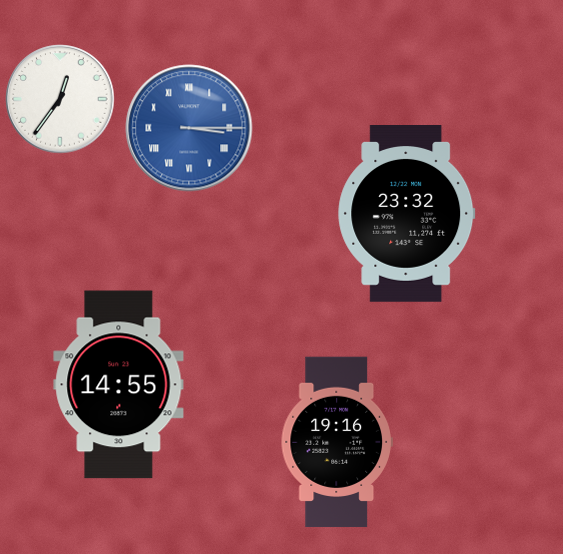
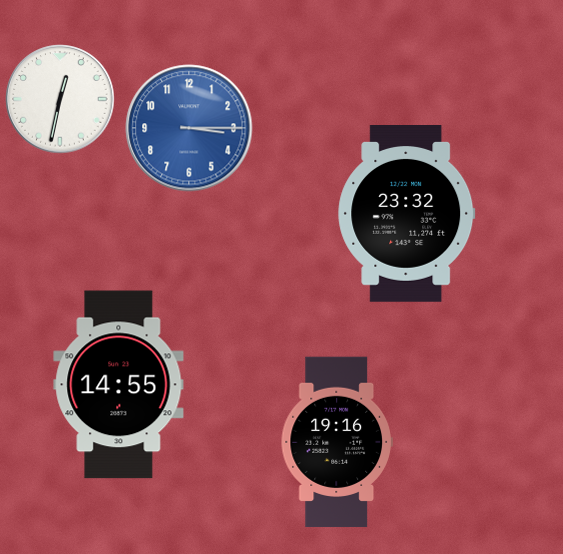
clock at (60, 99): 12:36 -> 12:32
clock at (189, 128) numerals: Roman -> Arabic
